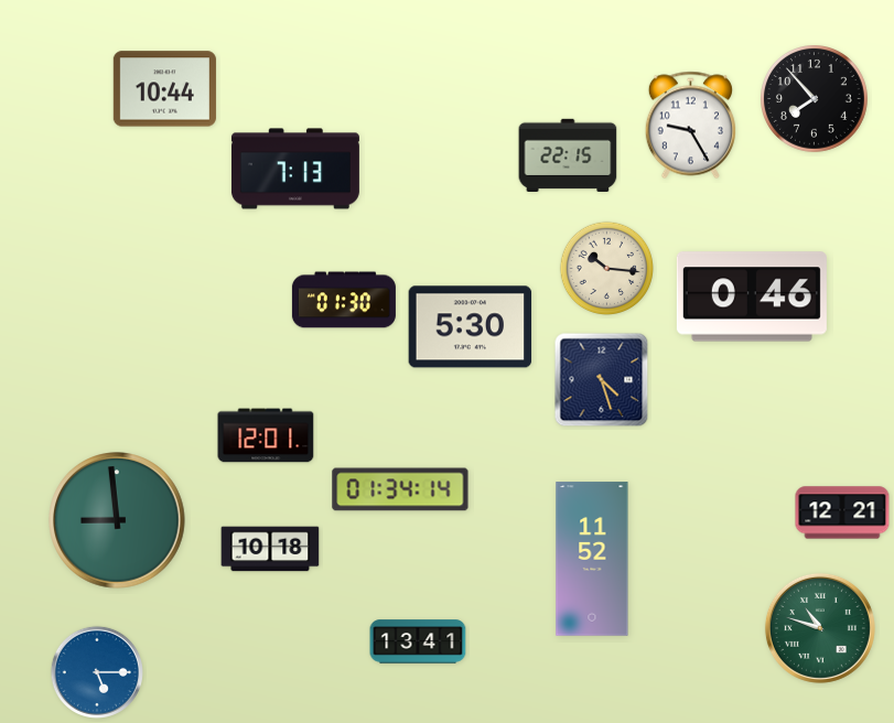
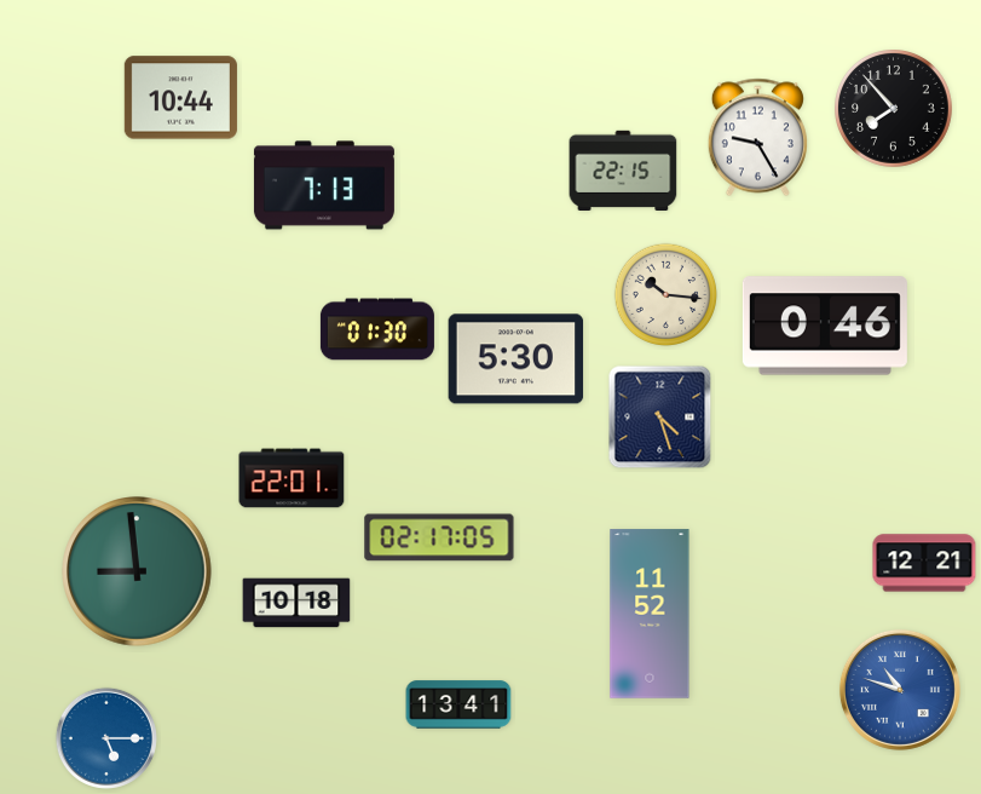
clock at (266, 435): 12:01 -> 22:01
clock at (400, 489): 01:34 -> 02:17
clock at (117, 520) position: (117, 520) -> (137, 571)
clock at (820, 628) dial: green -> blue
